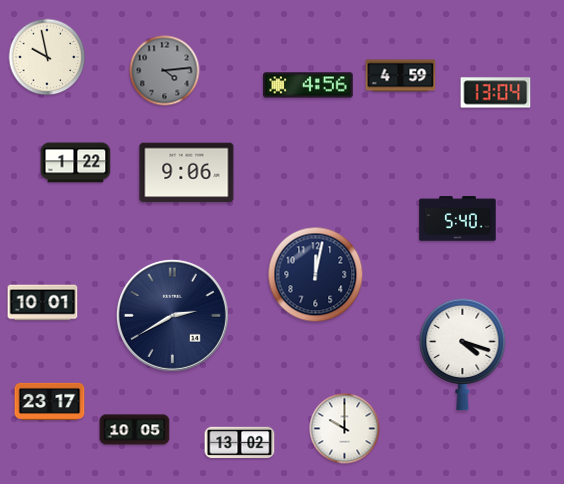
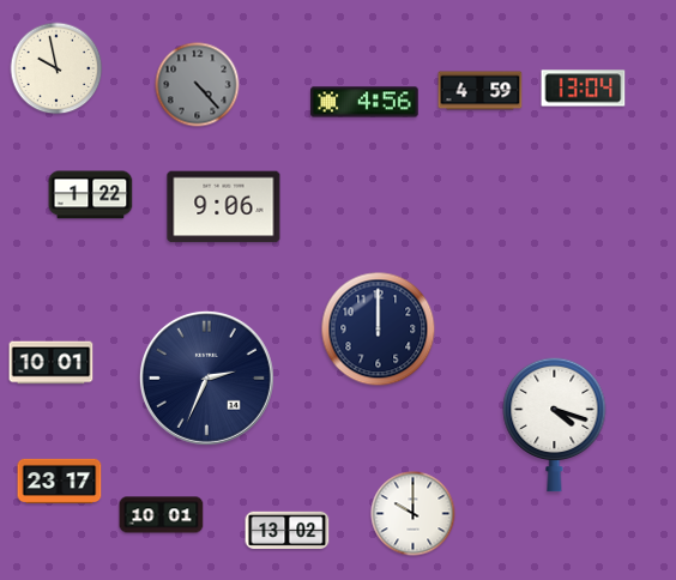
clock at (165, 71): 4:14 -> 4:23
clock at (308, 85) position: (308, 85) -> (364, 102)
clock at (496, 93) position: (496, 93) -> (584, 89)
clock at (458, 219): 5:40 -> none
clock at (316, 275): 12:02 -> 12:00
clock at (172, 315): 2:40 -> 2:34
clock at (135, 430): 10:05 -> 10:01
